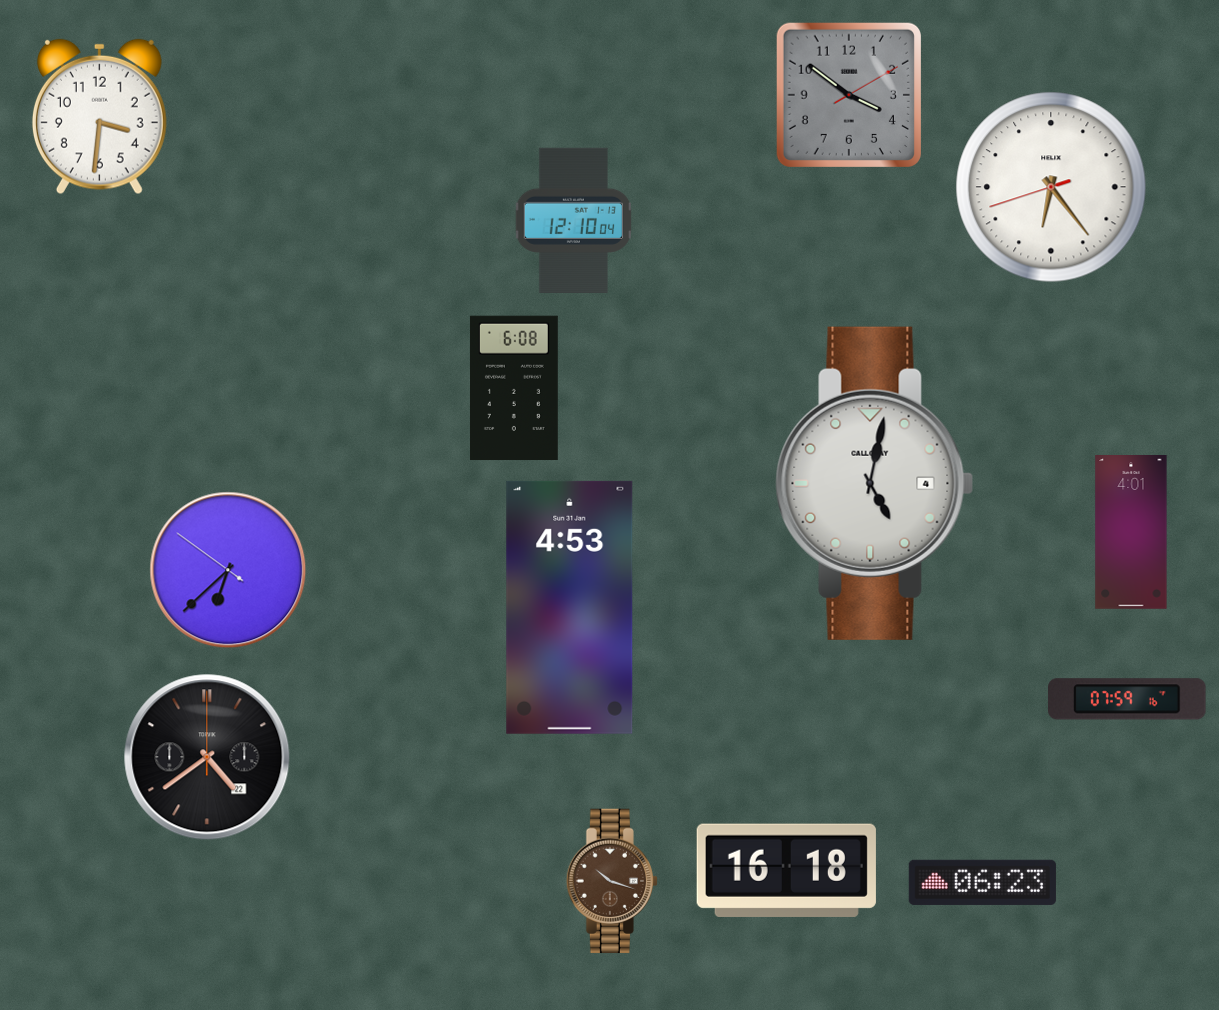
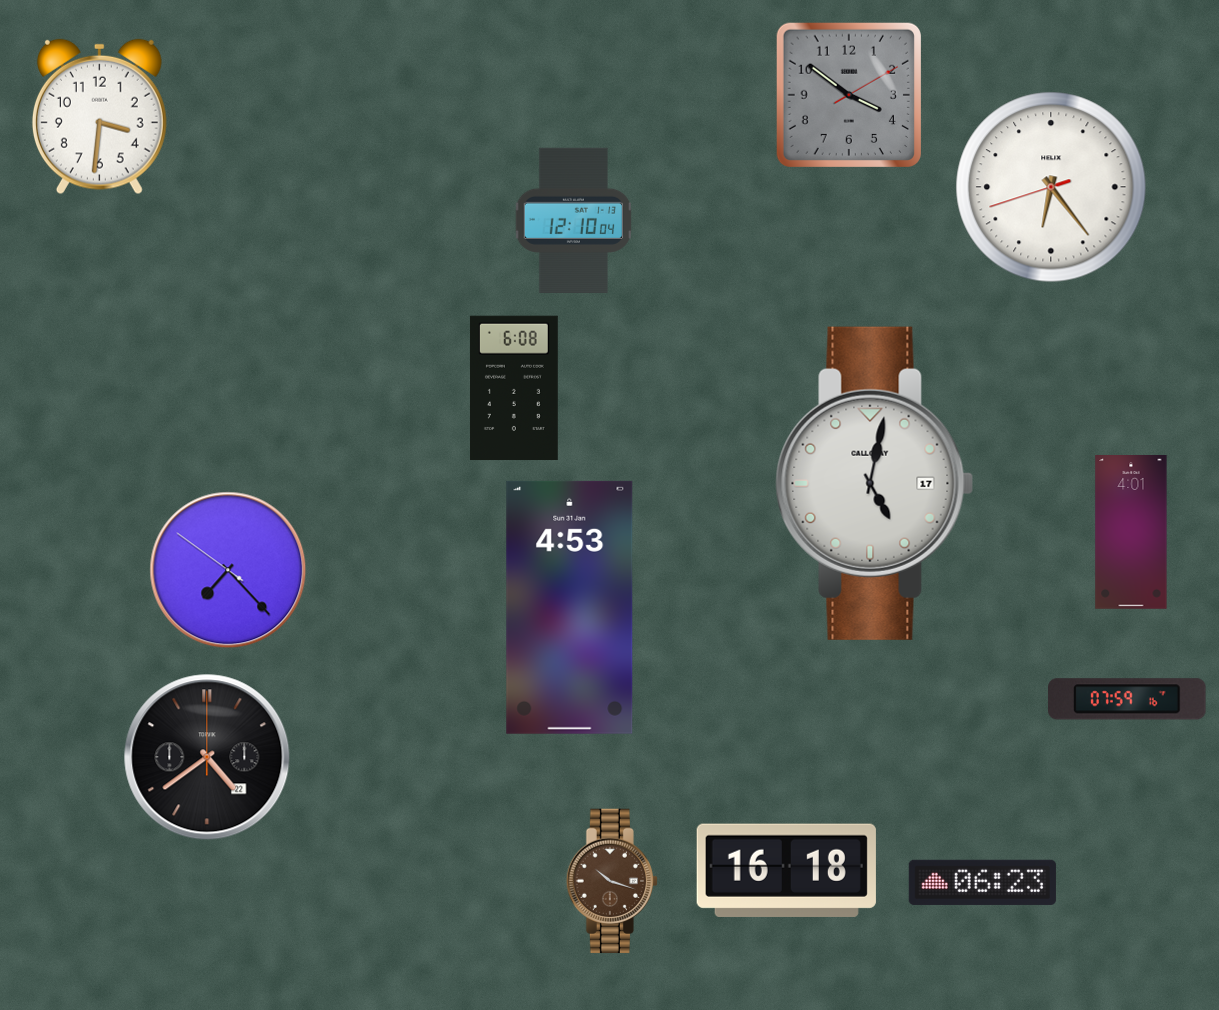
clock at (875, 483) date: 4 -> 17
clock at (228, 570): 6:37 -> 7:22
